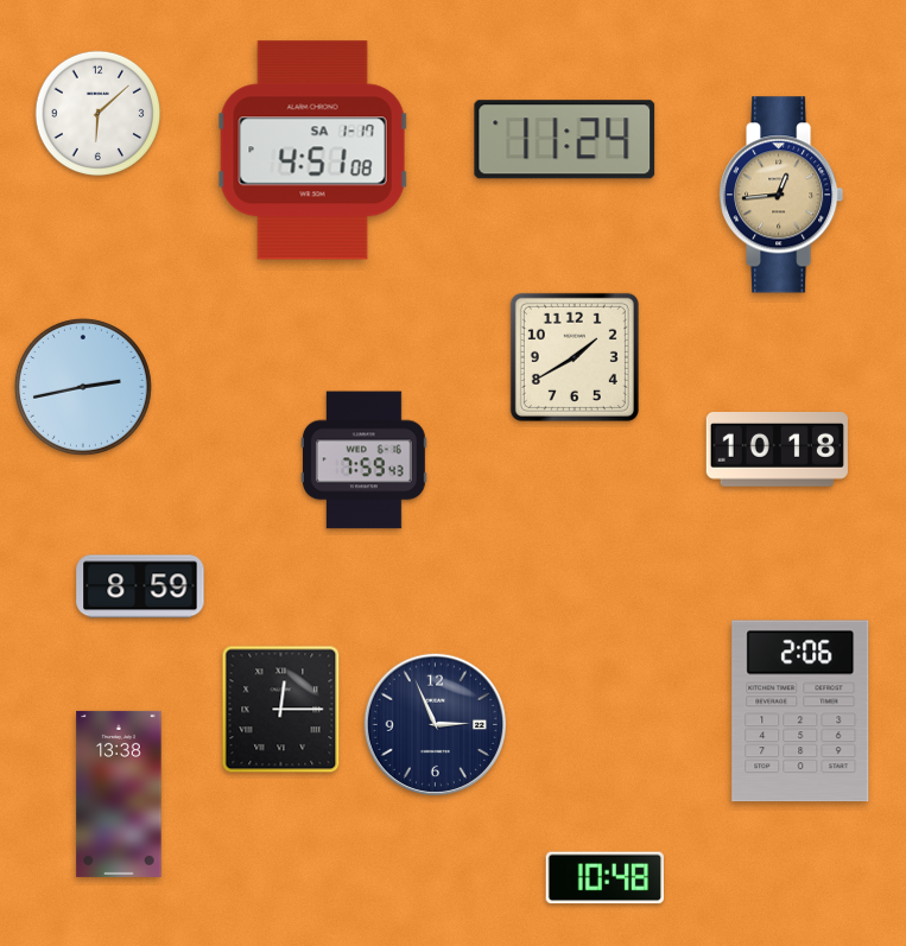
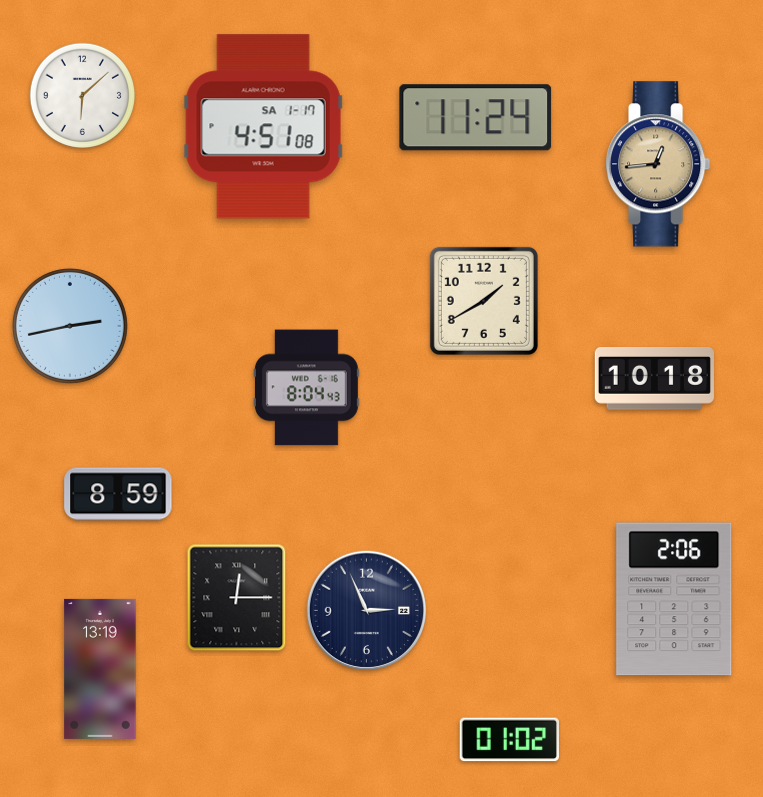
clock at (363, 461): 7:59 -> 8:04
clock at (119, 794): 13:38 -> 13:19
clock at (604, 878): 10:48 -> 01:02
